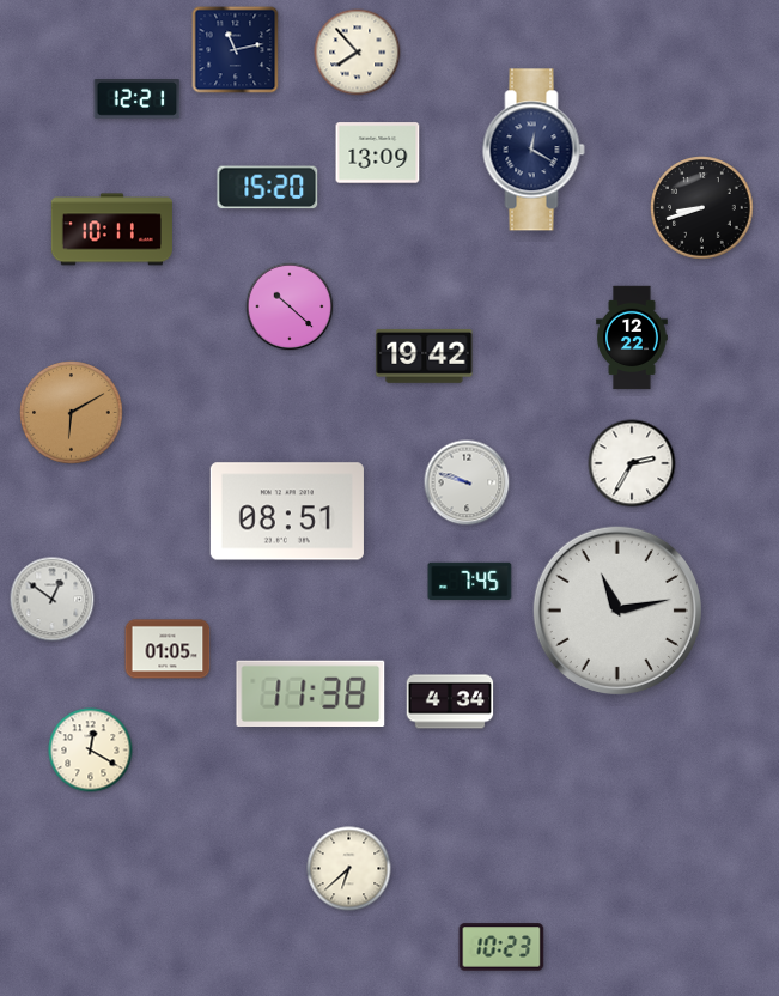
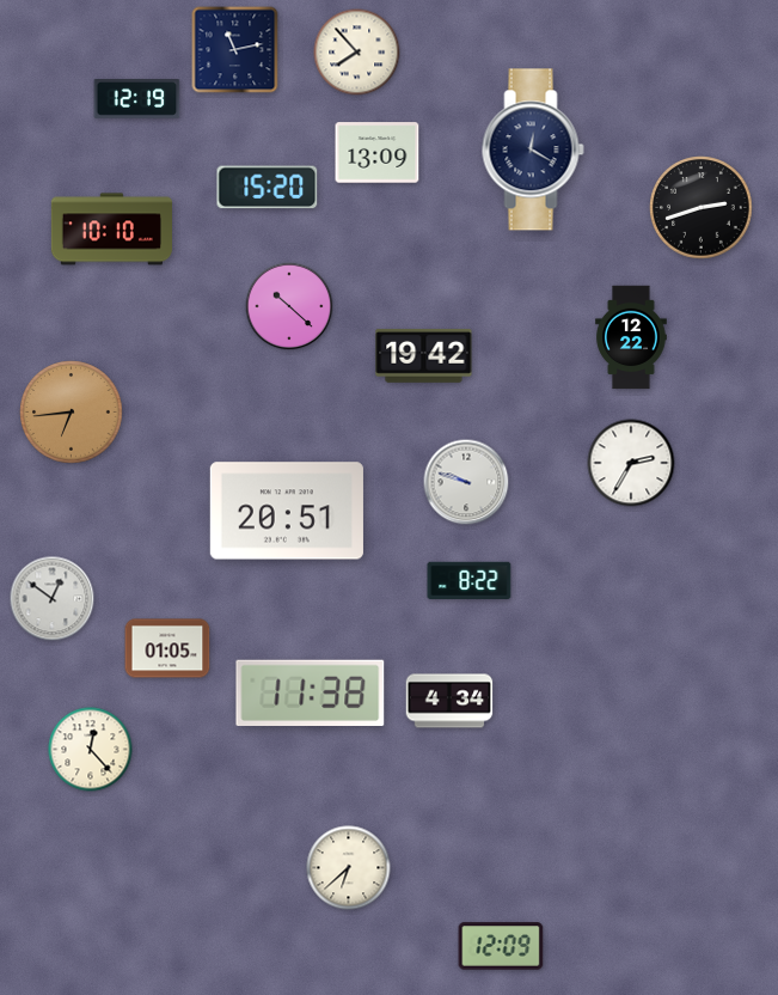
clock at (138, 99): 12:21 -> 12:19
clock at (702, 208): 8:42 -> 2:42
clock at (111, 230): 10:11 -> 10:10
clock at (72, 413): 6:10 -> 6:44
clock at (287, 511): 08:51 -> 20:51
clock at (470, 581): 7:45 -> 8:22
clock at (617, 611): 11:13 -> none
clock at (91, 751): 12:20 -> 12:23
clock at (501, 947): 10:23 -> 12:09
